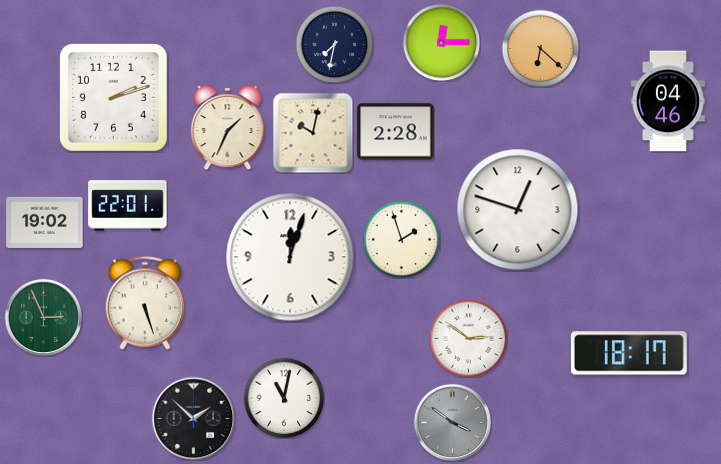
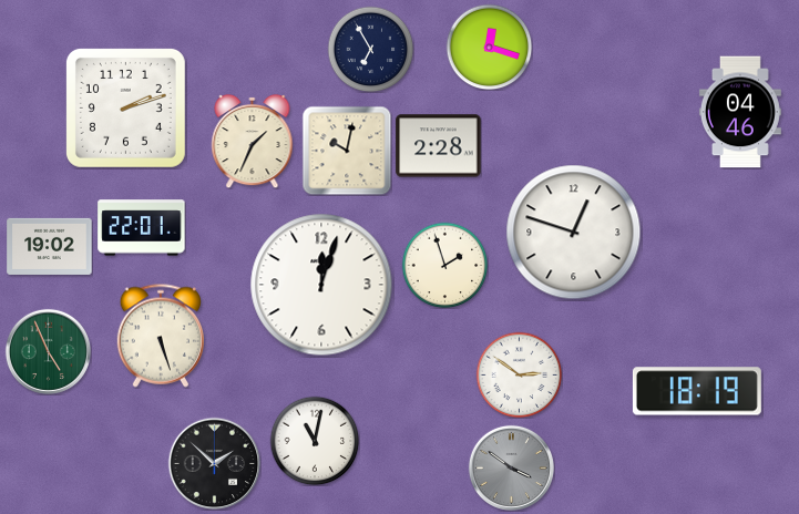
clock at (441, 42): 12:15 -> 12:18
clock at (334, 44): 7:32 -> 6:55
clock at (540, 48): 6:22 -> none
clock at (313, 133) position: (313, 133) -> (347, 151)
clock at (43, 317): 2:56 -> 4:56
clock at (629, 353): 18:17 -> 18:19
clock at (452, 422) position: (452, 422) -> (511, 467)
